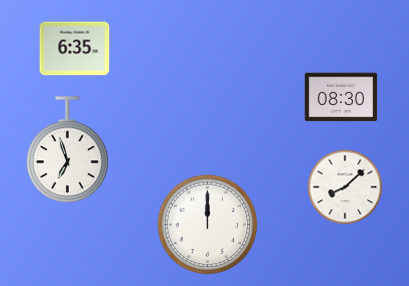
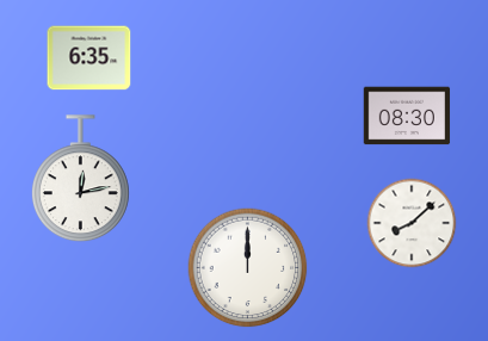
clock at (67, 150): 6:57 -> 12:13
